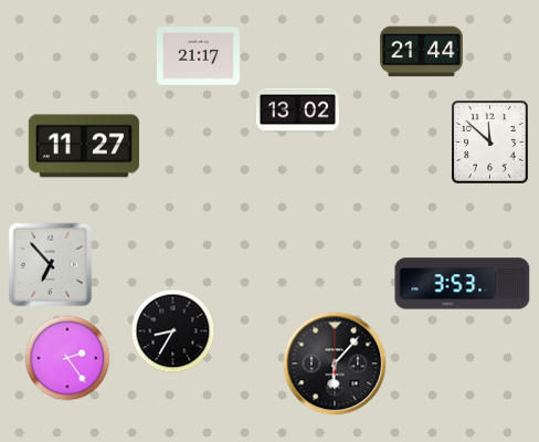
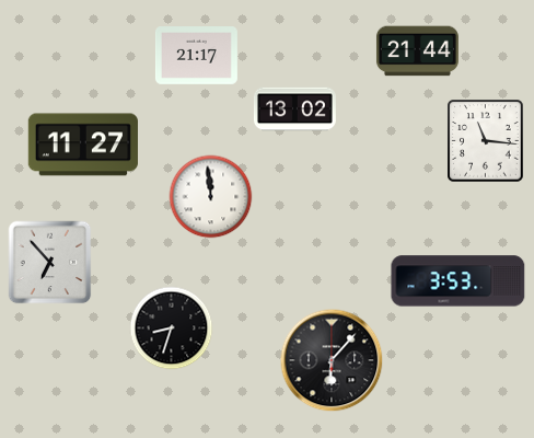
clock at (490, 143): 11:52 -> 11:16
clock at (211, 197): none -> 11:59
clock at (173, 331): 8:35 -> 8:33
clock at (67, 358): 2:24 -> none
